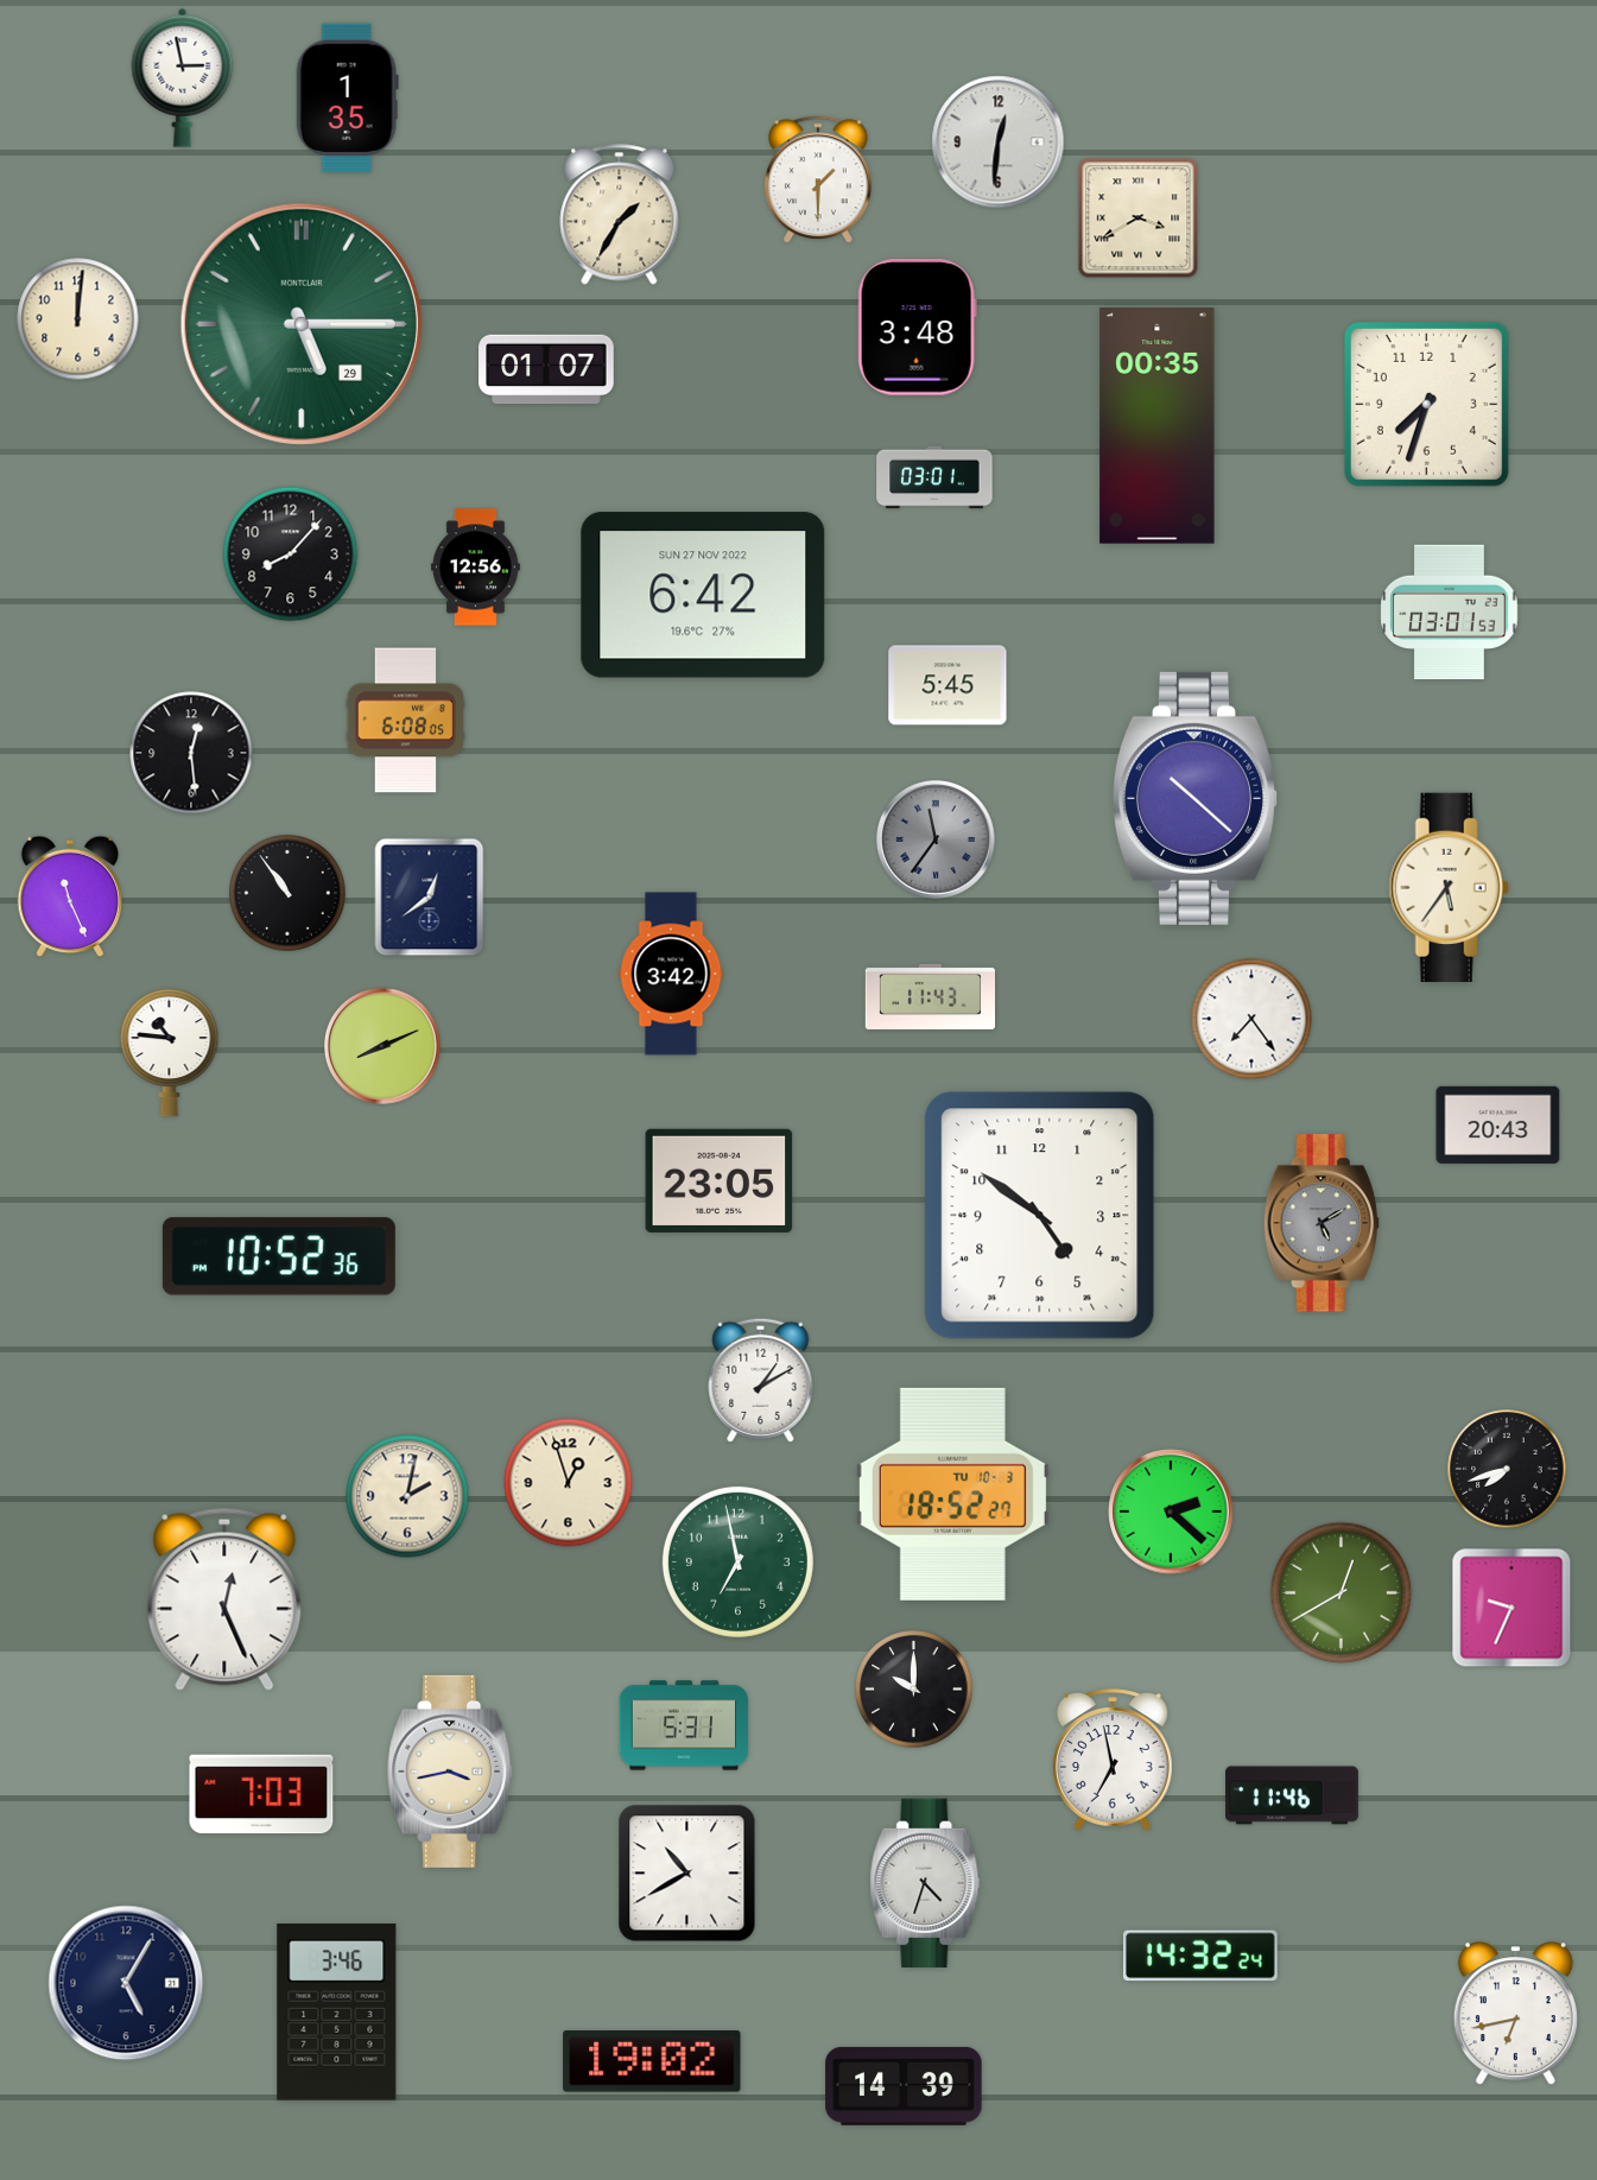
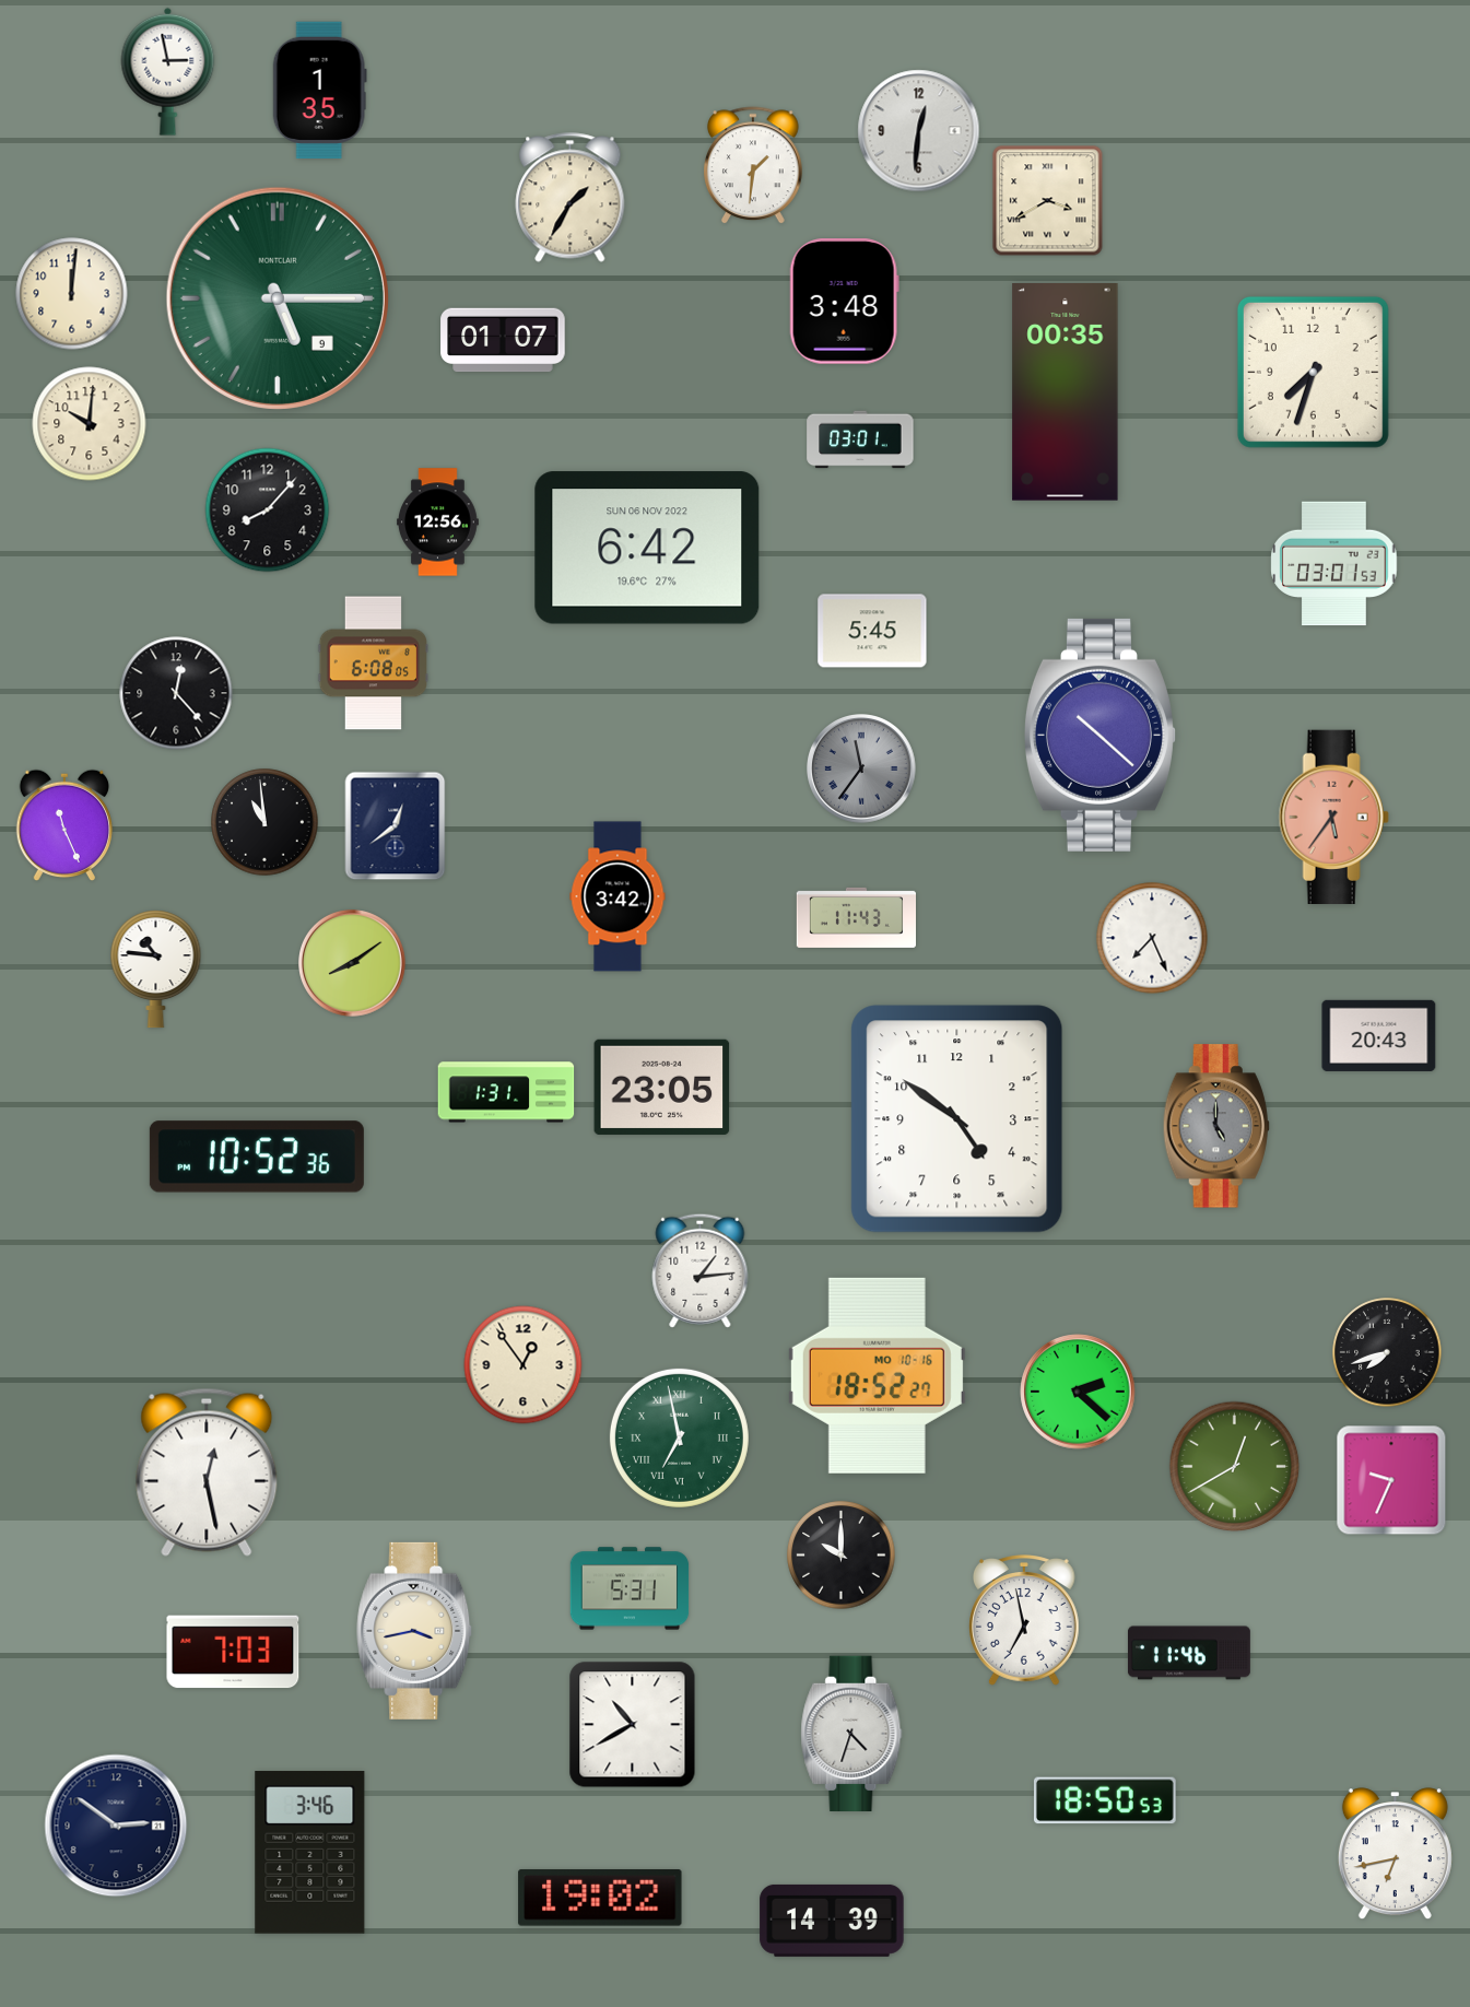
clock at (819, 180): 1:30 -> 1:31
clock at (302, 324) date: 29 -> 9
clock at (90, 424): none -> 10:01
clock at (703, 595) date: SUN 27 NOV 2022 -> SUN 06 NOV 2022
clock at (191, 753): 12:29 -> 12:23
clock at (937, 841) position: (937, 841) -> (862, 770)
clock at (1449, 887) dial: cream -> salmon
clock at (287, 893): 10:54 -> 10:59
clock at (1251, 1019): 7:24 -> 7:26
clock at (384, 1047): 8:11 -> 8:09
clock at (506, 1092): none -> 1:31
clock at (1322, 1223): 5:10 -> 5:00
clock at (761, 1380): 1:10 -> 1:14
clock at (569, 1483): 12:57 -> 12:54
clock at (952, 1494) date: TU 10-3 -> MO 10-16
clock at (407, 1496): 2:02 -> none
clock at (737, 1561) numerals: Arabic -> Roman
clock at (224, 1599): 12:26 -> 12:28
clock at (261, 1794) position: (261, 1794) -> (233, 1652)
clock at (1200, 1956): 14:32 -> 18:50
clock at (126, 1983): 5:05 -> 2:51
